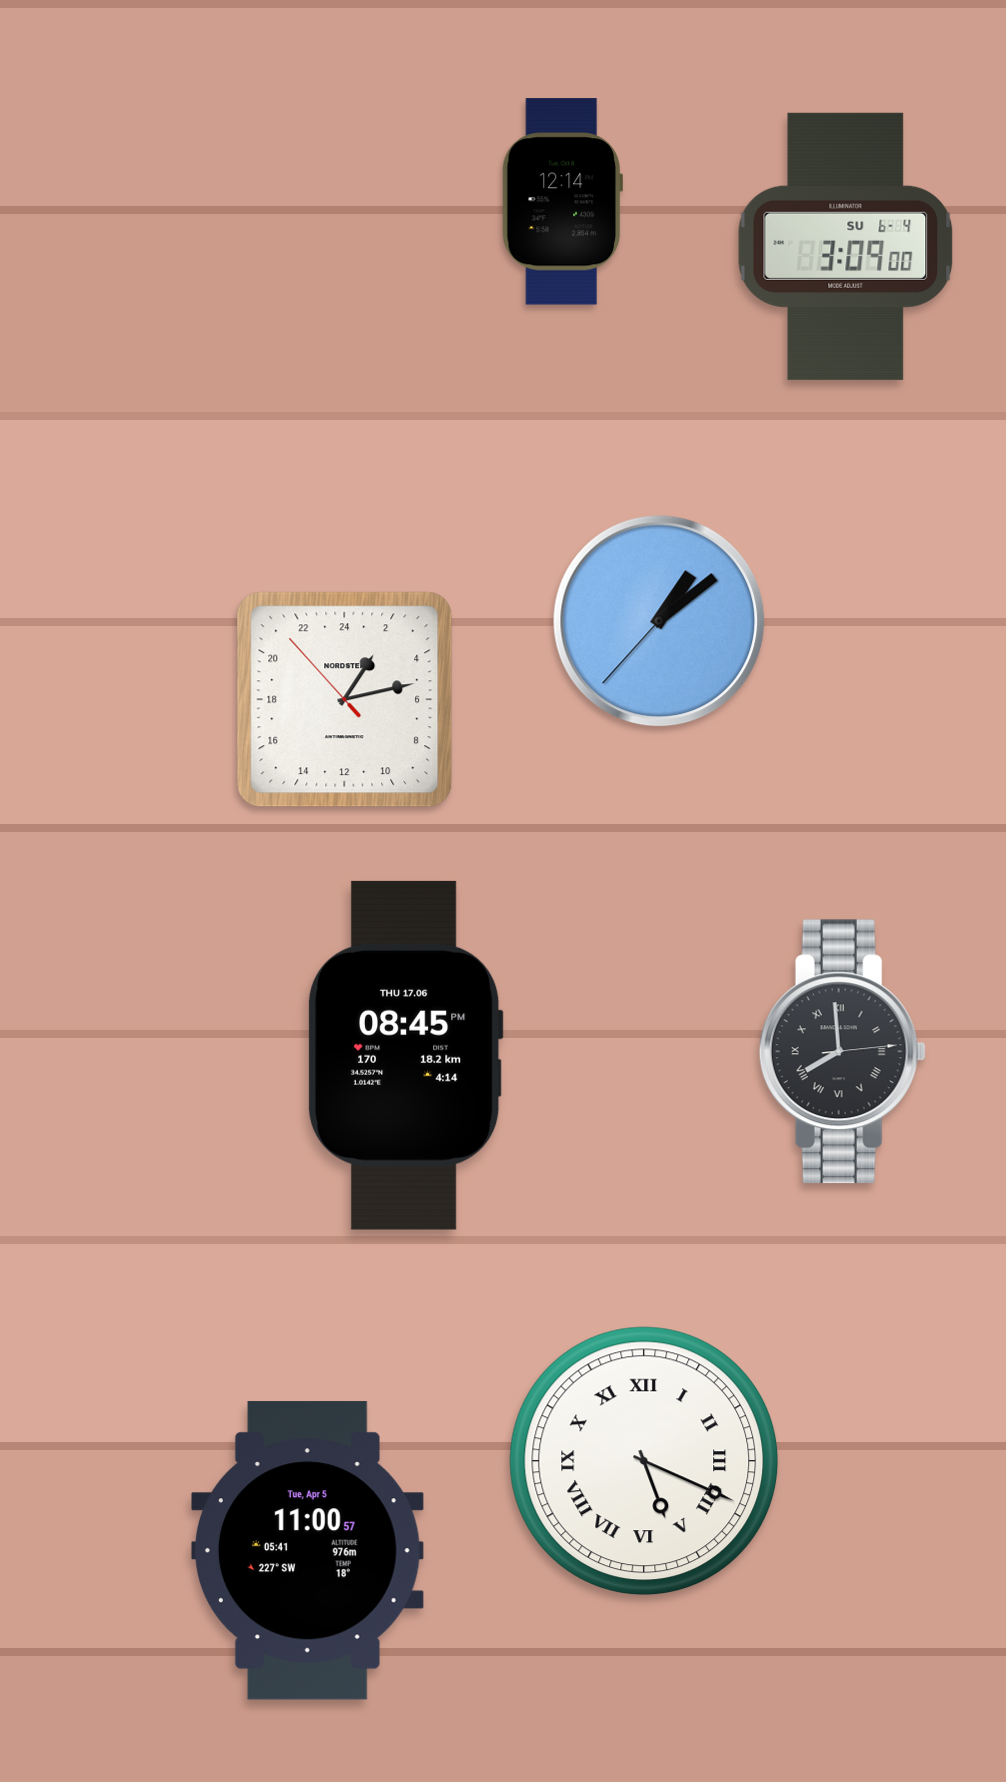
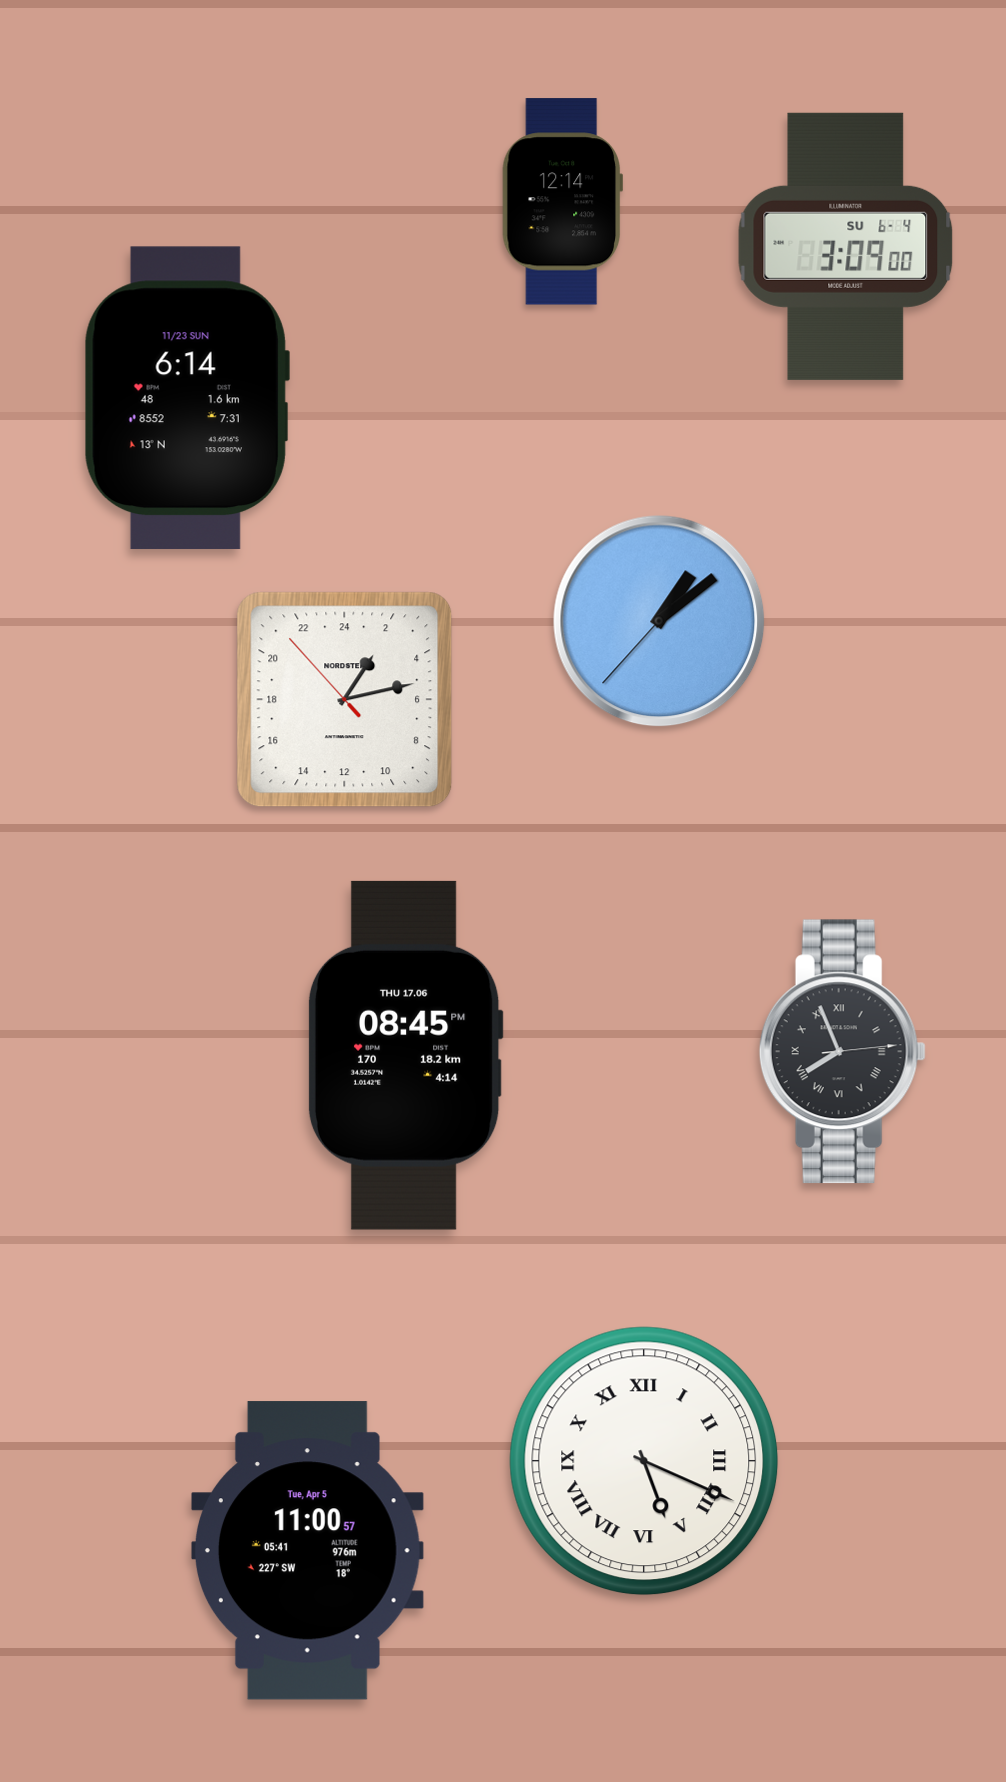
clock at (187, 398): none -> 6:14
clock at (842, 1052): 7:59 -> 7:56
